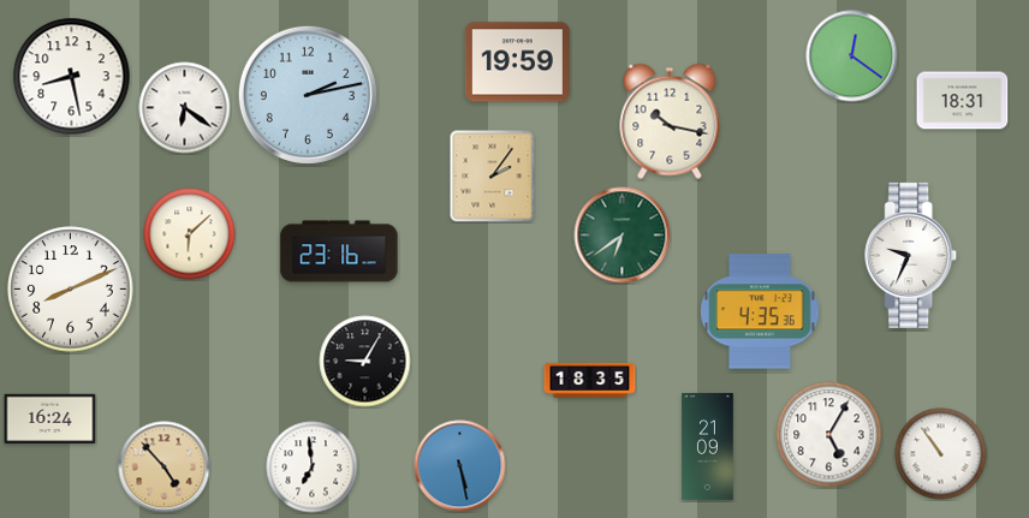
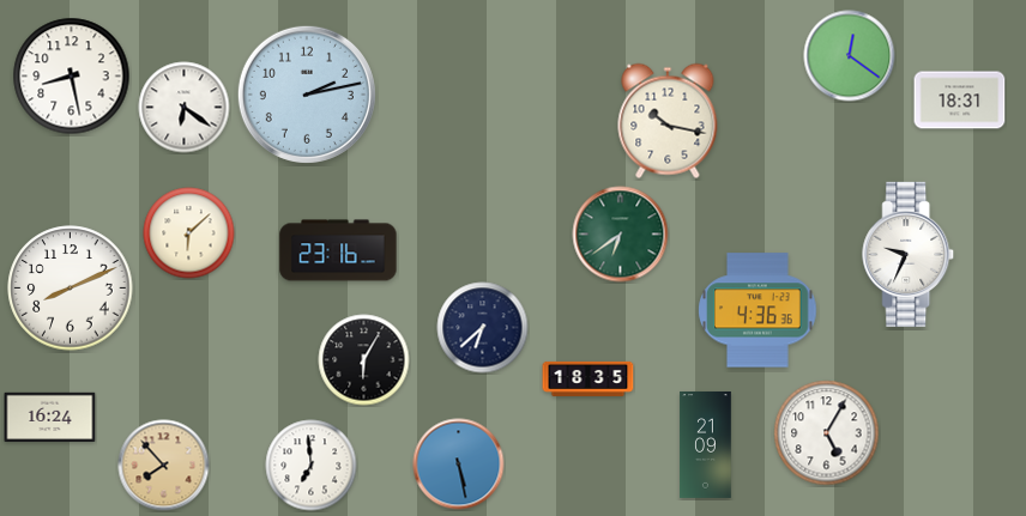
clock at (517, 62): 19:59 -> none
clock at (493, 177): 2:06 -> none
clock at (760, 311): 4:35 -> 4:36
clock at (483, 328): none -> 6:38
clock at (365, 362): 9:05 -> 6:05
clock at (941, 454): 10:54 -> none
clock at (165, 468): 4:53 -> 7:53
